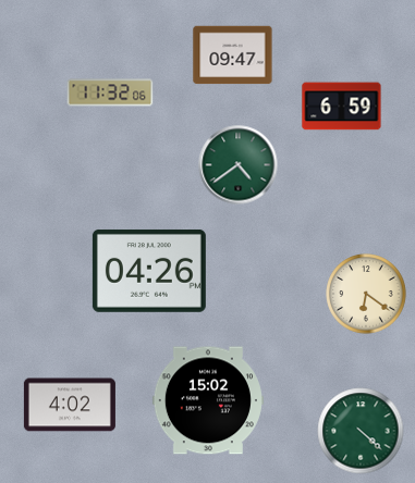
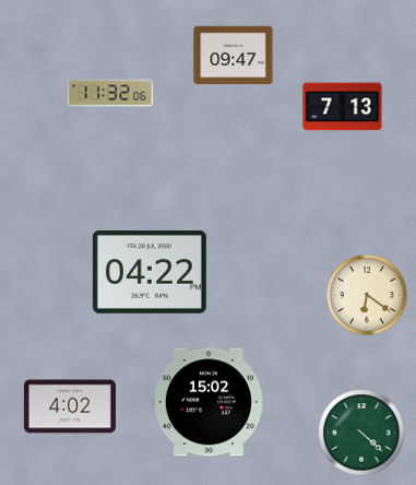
clock at (342, 107): 6:59 -> 7:13
clock at (239, 165): 4:39 -> none
clock at (149, 271): 04:26 -> 04:22
